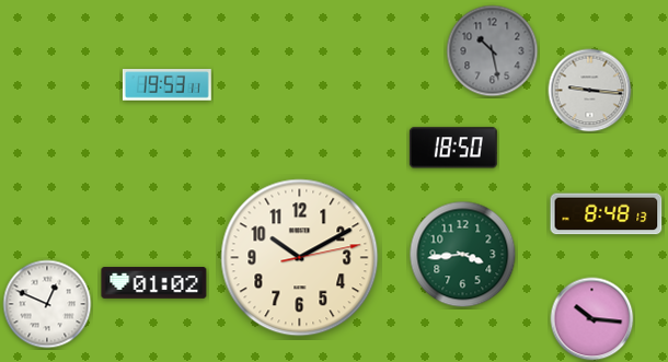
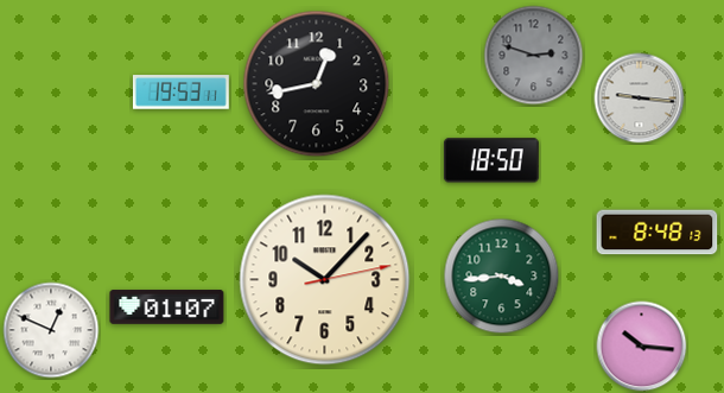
clock at (493, 51): 10:28 -> 2:48
clock at (317, 84): none -> 12:43
clock at (300, 258): 10:10 -> 10:07
clock at (154, 283): 01:02 -> 01:07
